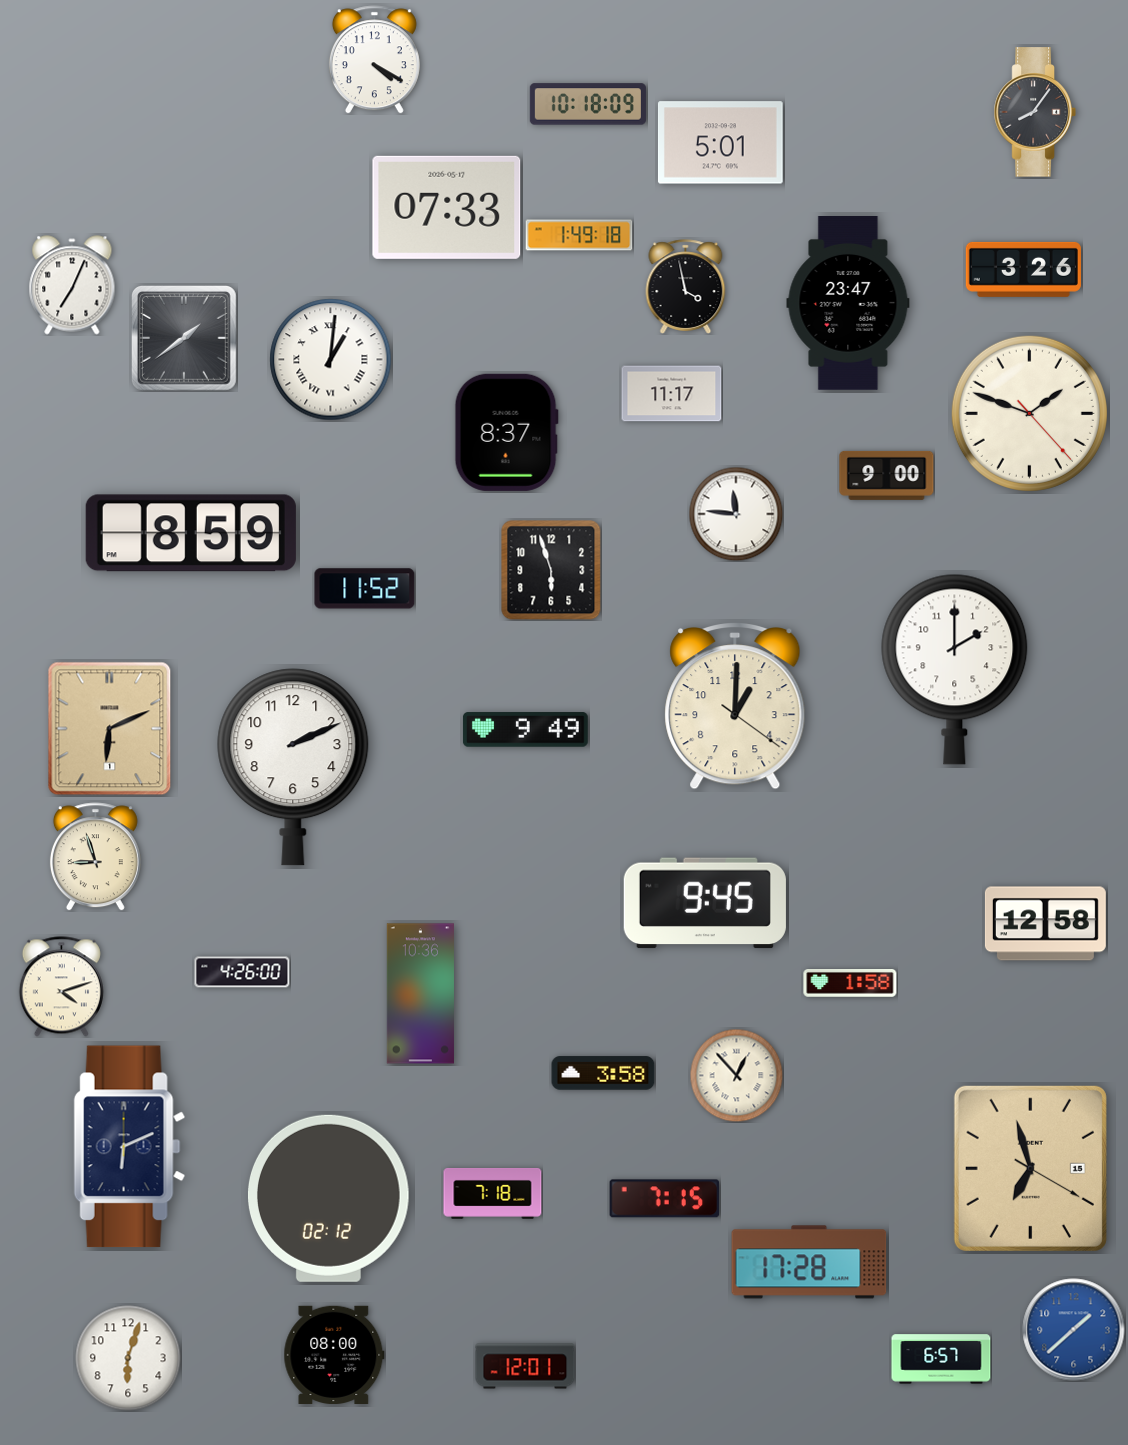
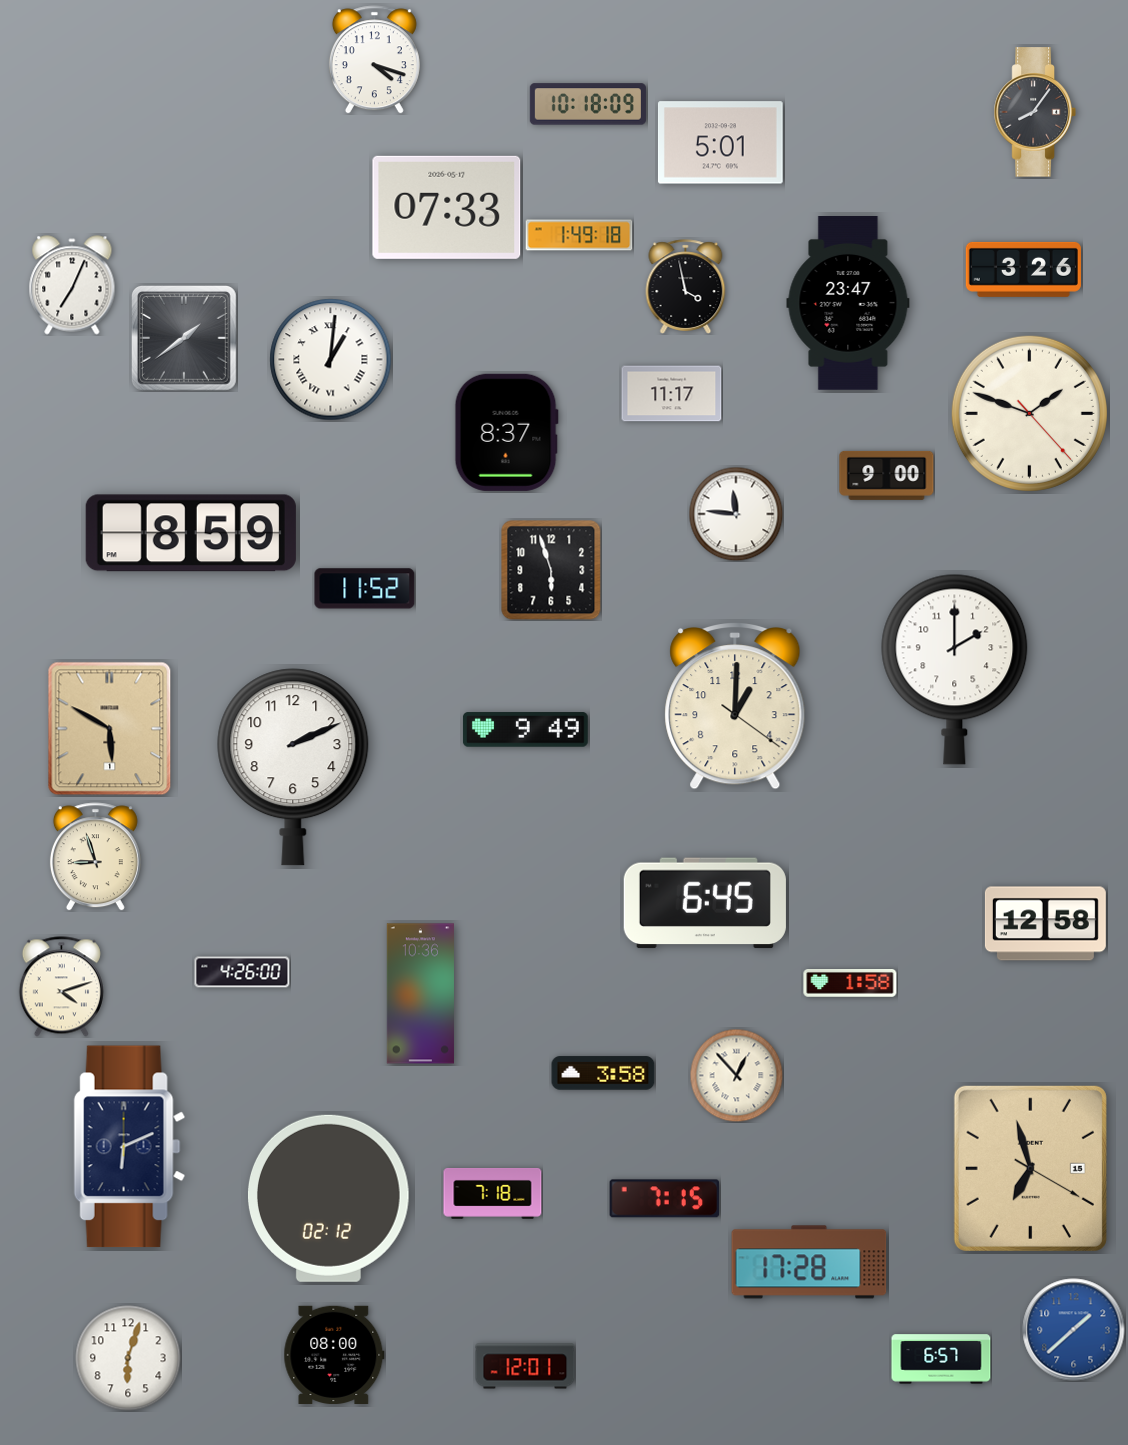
clock at (374, 60): 4:20 -> 4:18
clock at (110, 729): 6:11 -> 5:50
clock at (705, 903): 9:45 -> 6:45
